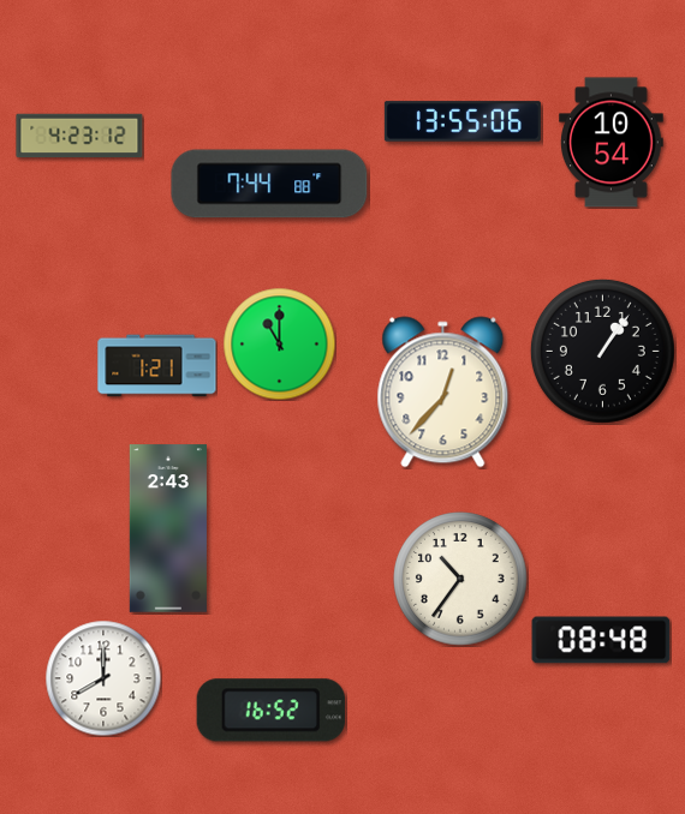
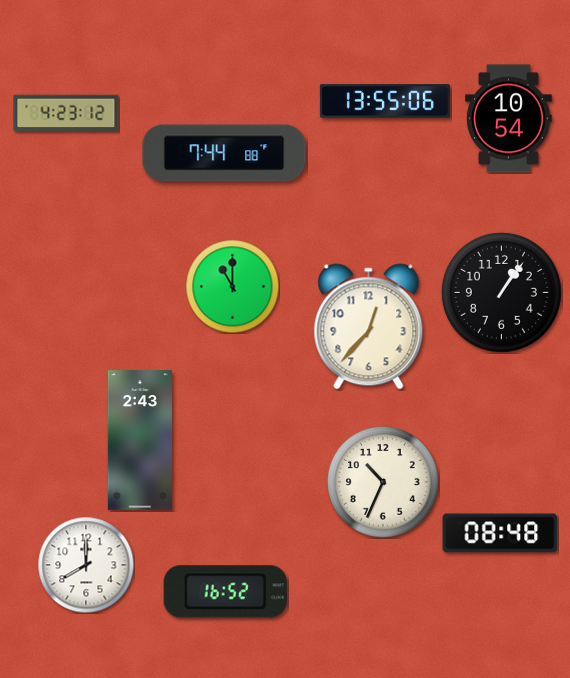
clock at (157, 366): 1:21 -> none
clock at (460, 579): 10:36 -> 10:34
